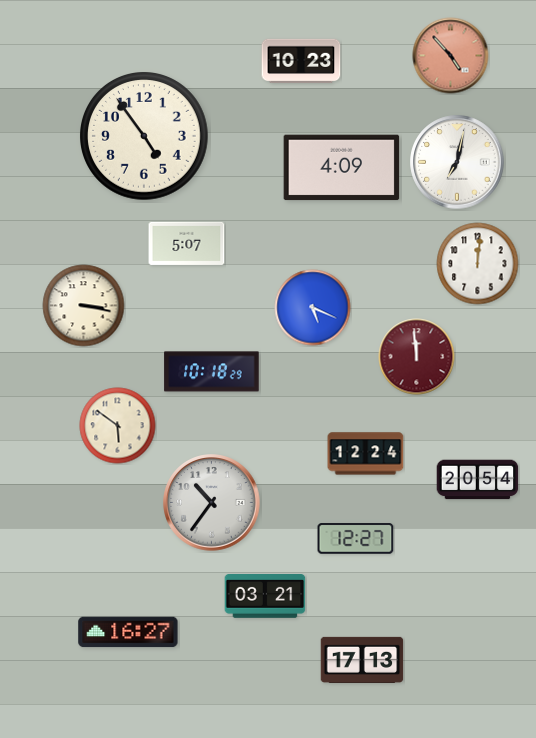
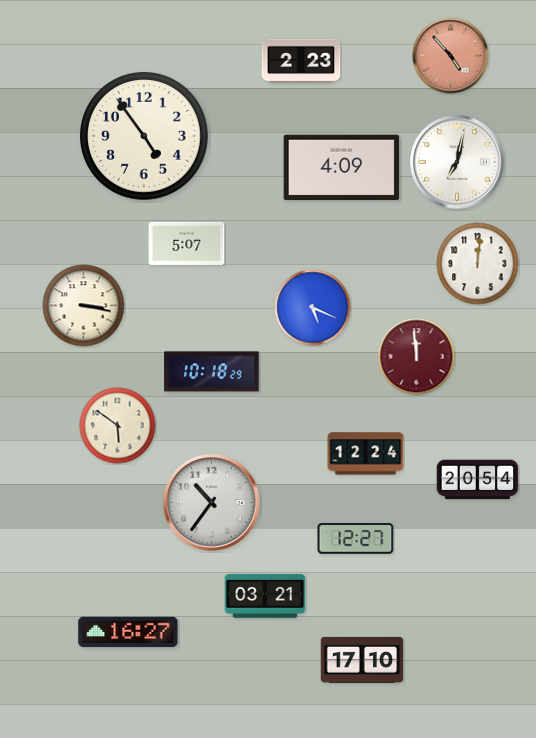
clock at (301, 61): 10:23 -> 2:23
clock at (362, 660): 17:13 -> 17:10
